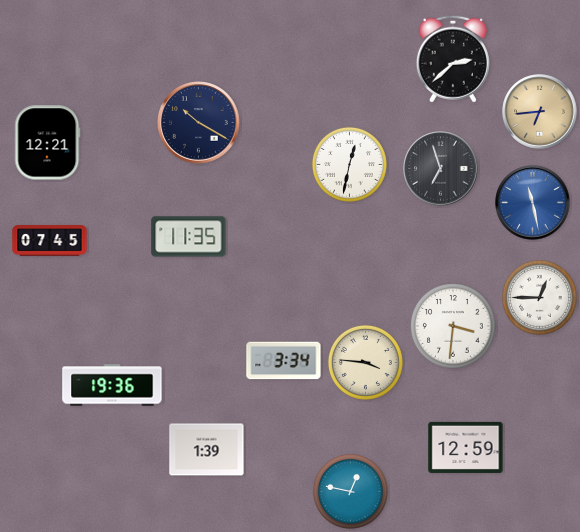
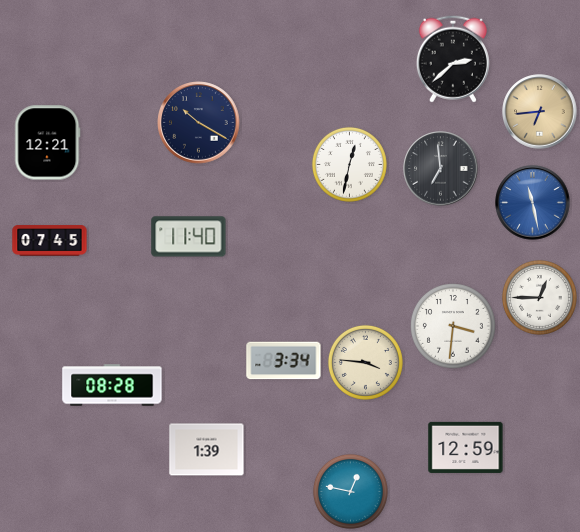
clock at (441, 169): 6:57 -> 6:59
clock at (189, 237): 11:35 -> 11:40
clock at (112, 385): 19:36 -> 08:28
